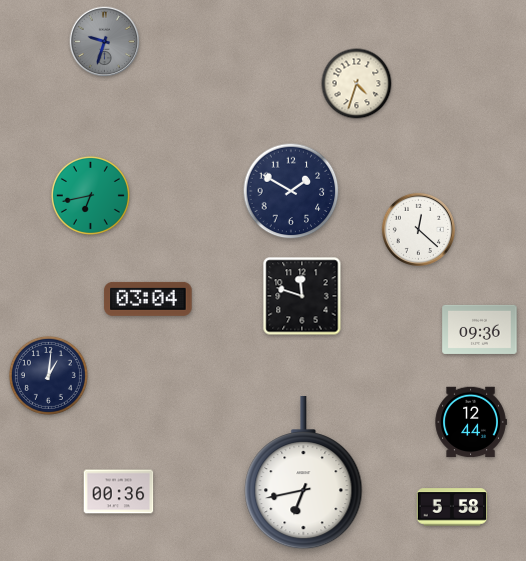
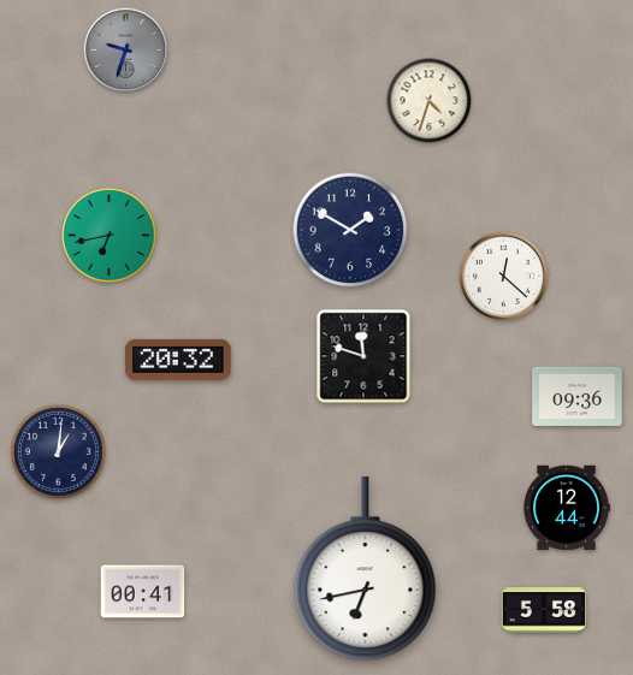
clock at (148, 299): 03:04 -> 20:32
clock at (119, 492): 00:36 -> 00:41
